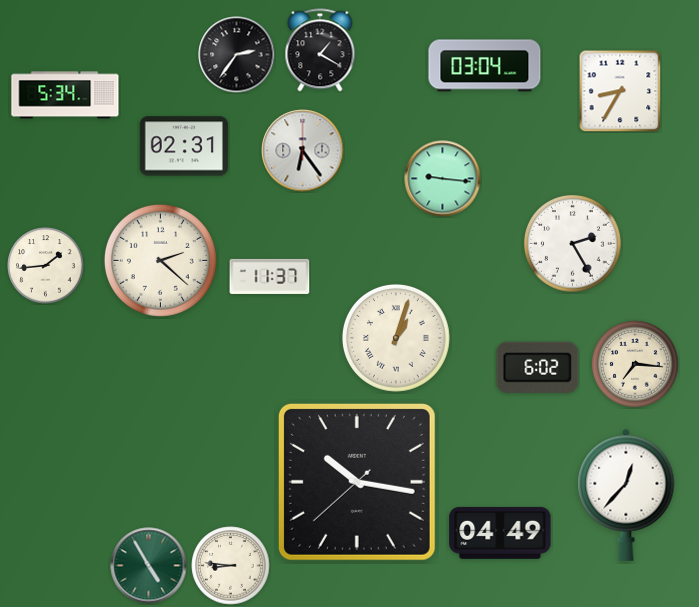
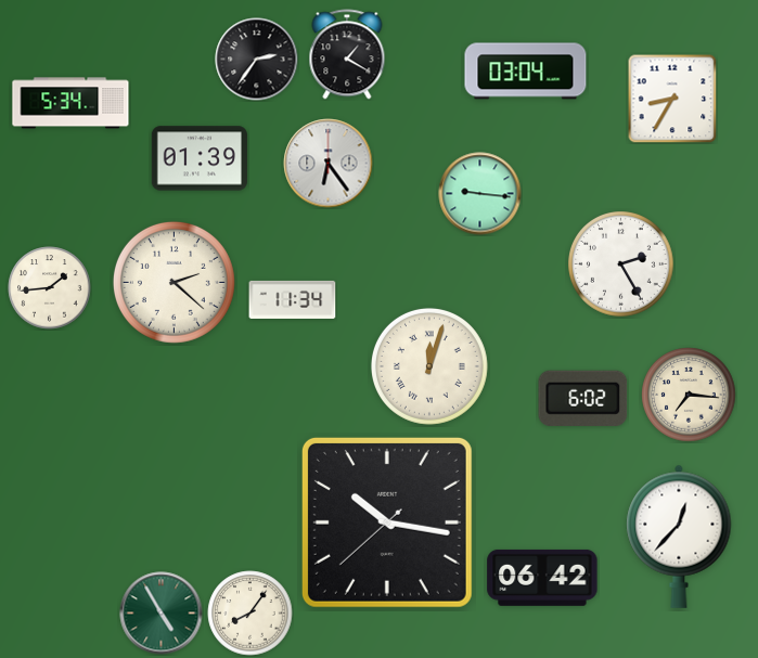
clock at (183, 146): 02:31 -> 01:39
clock at (270, 276): 11:37 -> 11:34
clock at (396, 338): 1:03 -> 12:03
clock at (500, 533): 04:49 -> 06:42
clock at (231, 566): 8:46 -> 8:06
